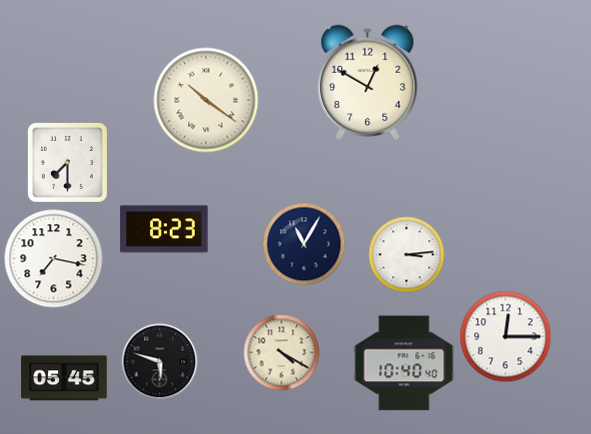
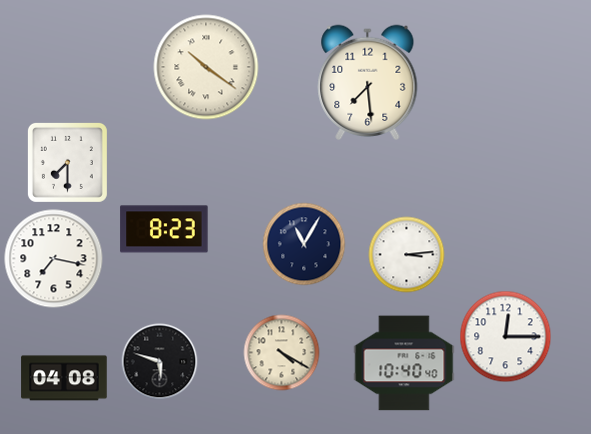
clock at (368, 82): 12:50 -> 7:29
clock at (206, 100) position: (206, 100) -> (206, 67)
clock at (64, 378): 05:45 -> 04:08
